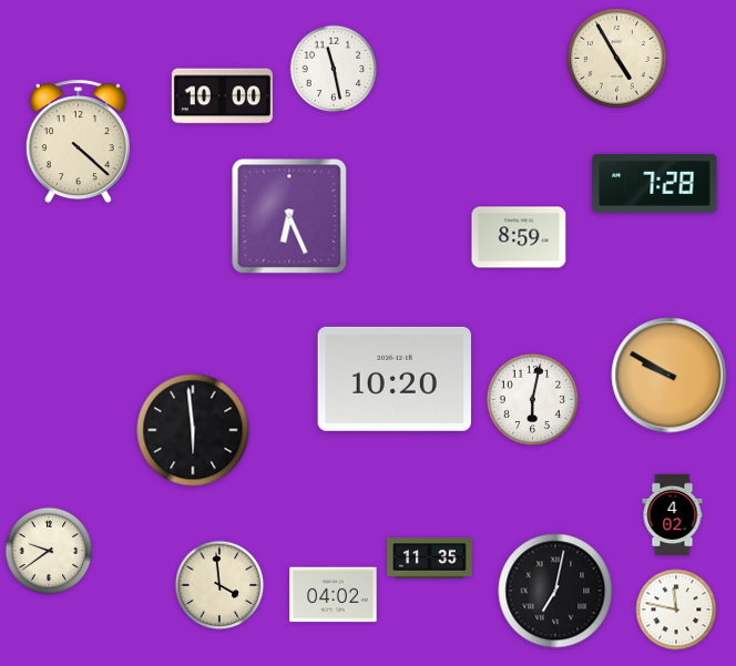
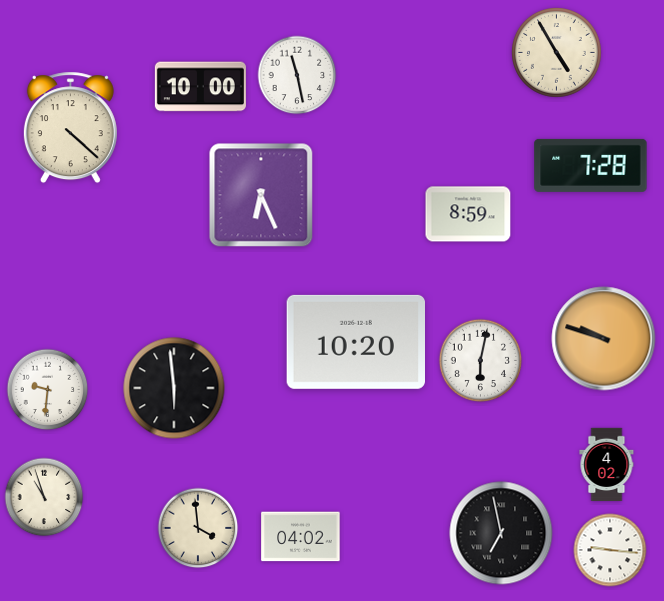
clock at (334, 69) position: (334, 69) -> (297, 75)
clock at (669, 376): 9:50 -> 9:48
clock at (48, 390): none -> 9:31
clock at (49, 551): 9:39 -> 10:57
clock at (430, 559): 11:35 -> none
clock at (555, 591): 7:02 -> 6:58
clock at (676, 609): 11:47 -> 9:16
